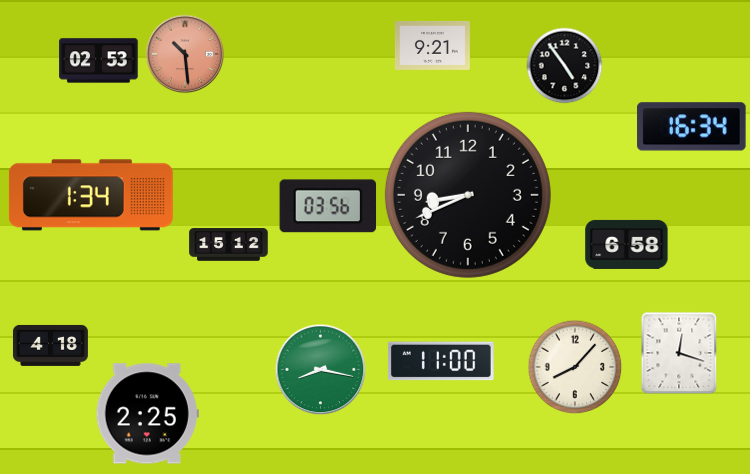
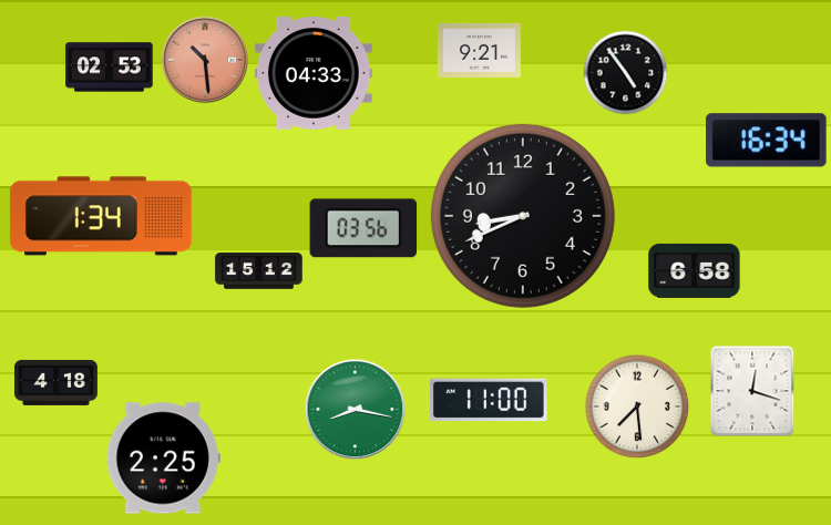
clock at (315, 73): none -> 04:33
clock at (468, 195) position: (468, 195) -> (523, 216)
clock at (229, 245) position: (229, 245) -> (259, 271)
clock at (575, 367): 8:07 -> 7:29
